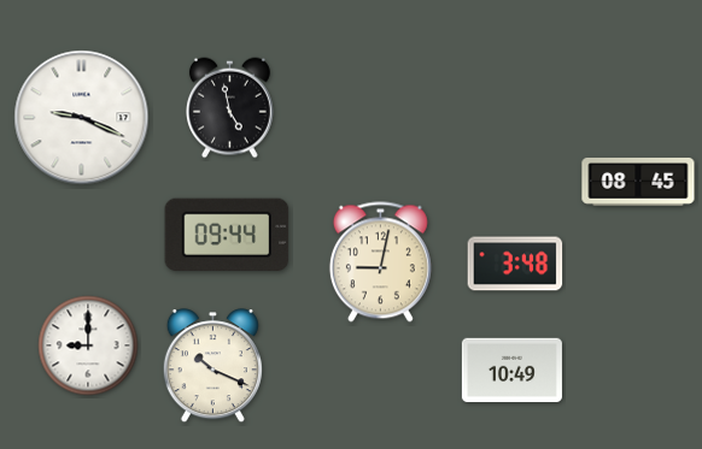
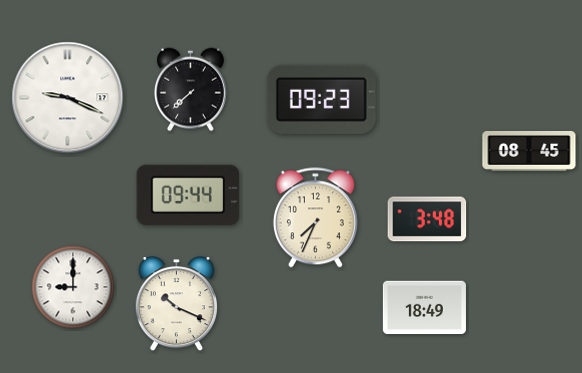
clock at (229, 108): 4:58 -> 7:38
clock at (321, 99): none -> 09:23
clock at (380, 262): 9:02 -> 7:34
clock at (511, 371): 10:49 -> 18:49
